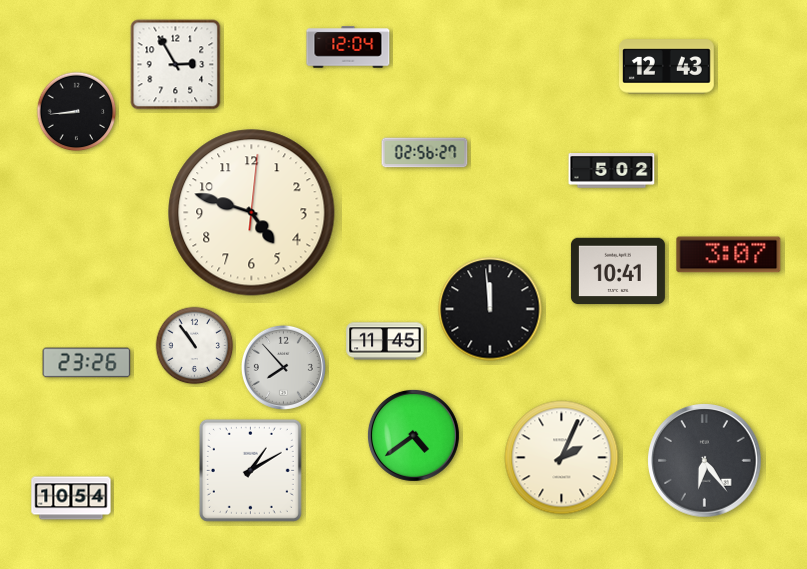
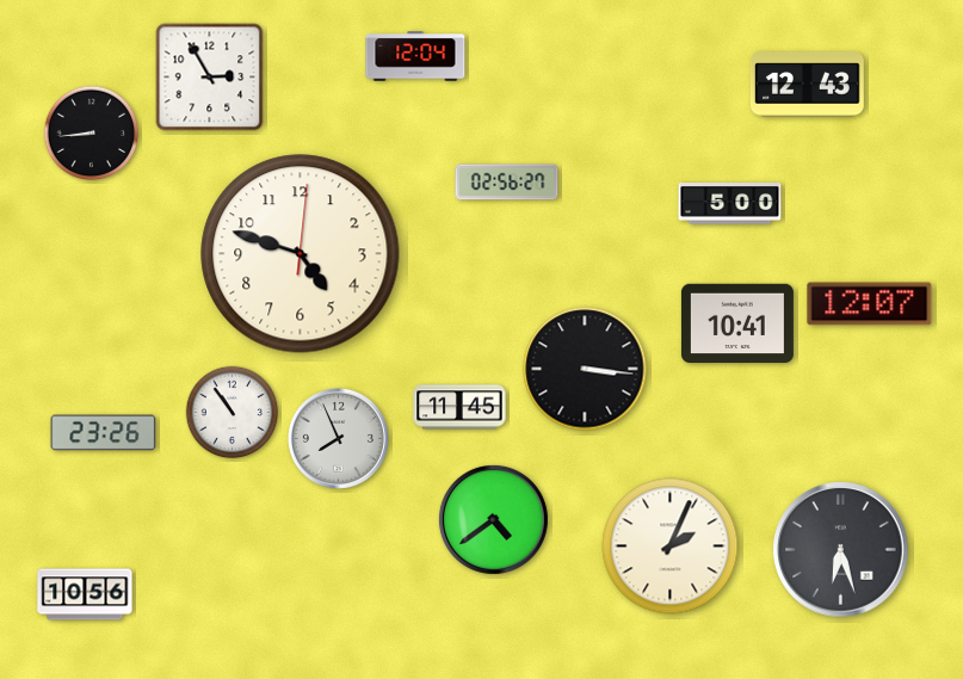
clock at (666, 67) position: (666, 67) -> (807, 85)
clock at (612, 171): 5:02 -> 5:00
clock at (729, 255): 3:07 -> 12:07
clock at (490, 309): 11:59 -> 3:16
clock at (283, 367): 7:53 -> 7:56
clock at (705, 461): 6:24 -> 6:27
clock at (250, 470): 1:10 -> none
clock at (71, 498): 10:54 -> 10:56
